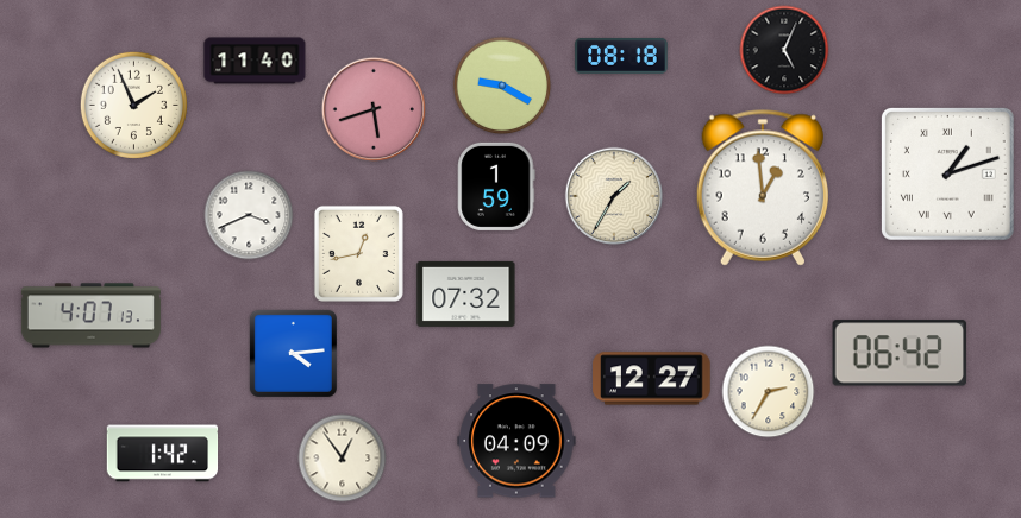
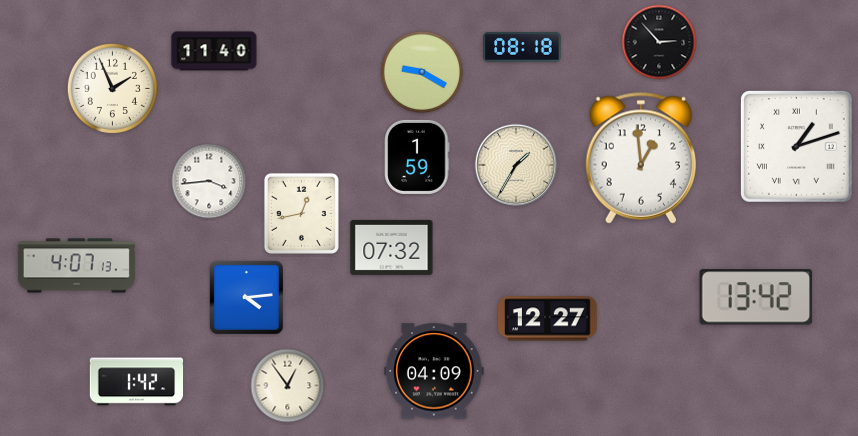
clock at (784, 50): 5:04 -> 2:53
clock at (372, 108): 5:42 -> none
clock at (249, 215): 3:41 -> 3:44
clock at (900, 353): 06:42 -> 13:42
clock at (769, 392): 2:35 -> none
